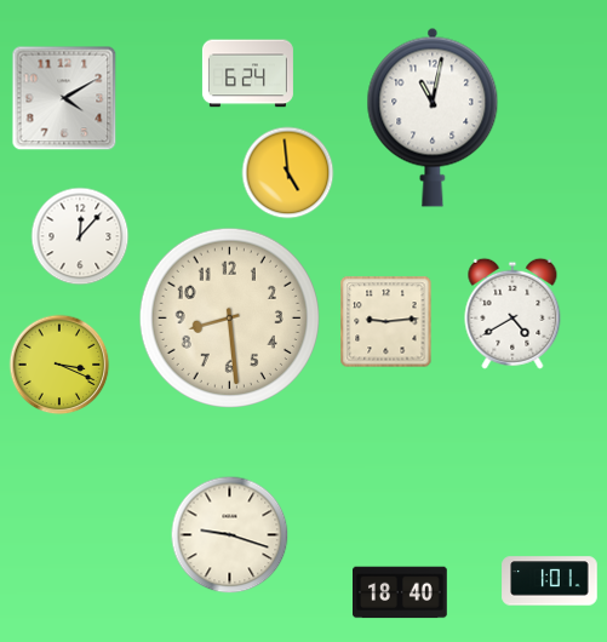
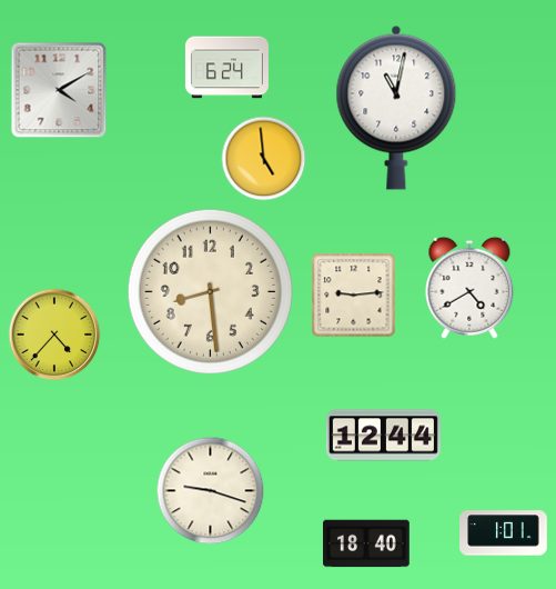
clock at (80, 236): 12:07 -> none
clock at (59, 365): 3:19 -> 4:37
clock at (383, 436): none -> 12:44
